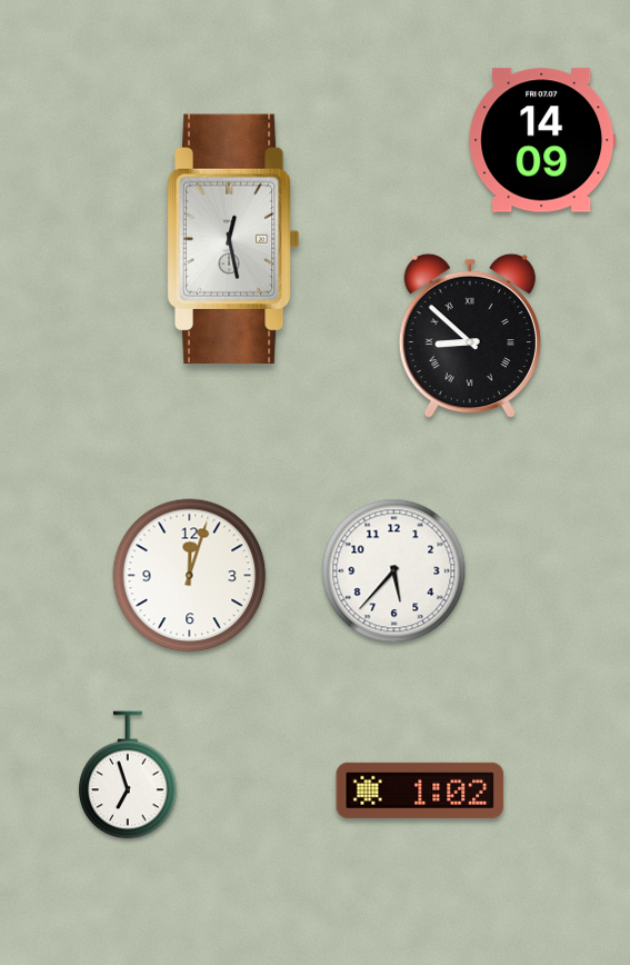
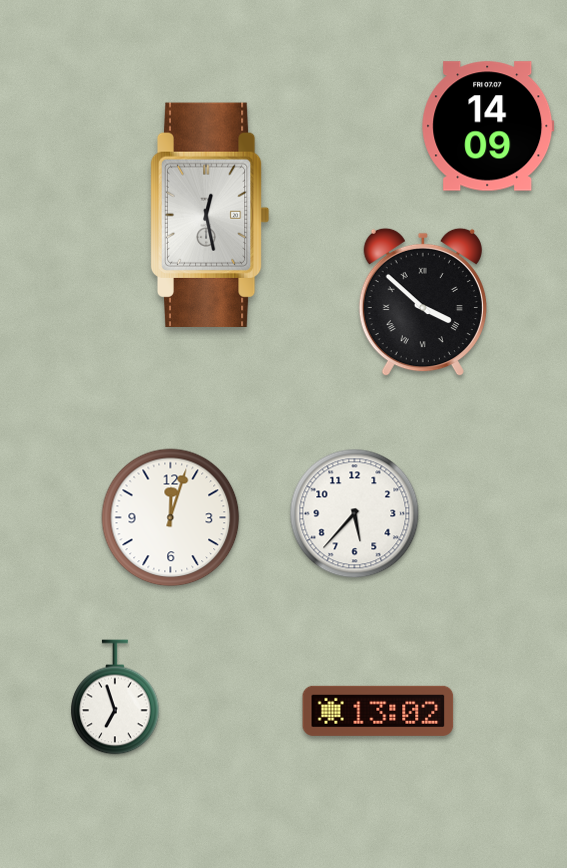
clock at (470, 336): 8:52 -> 3:52
clock at (420, 790): 1:02 -> 13:02
